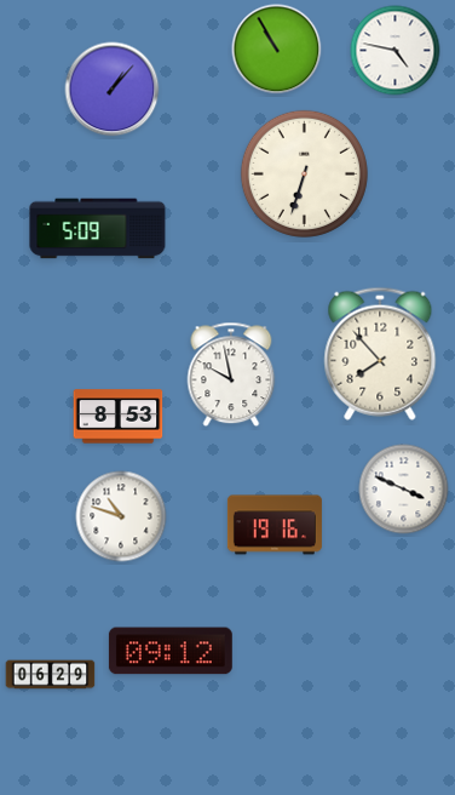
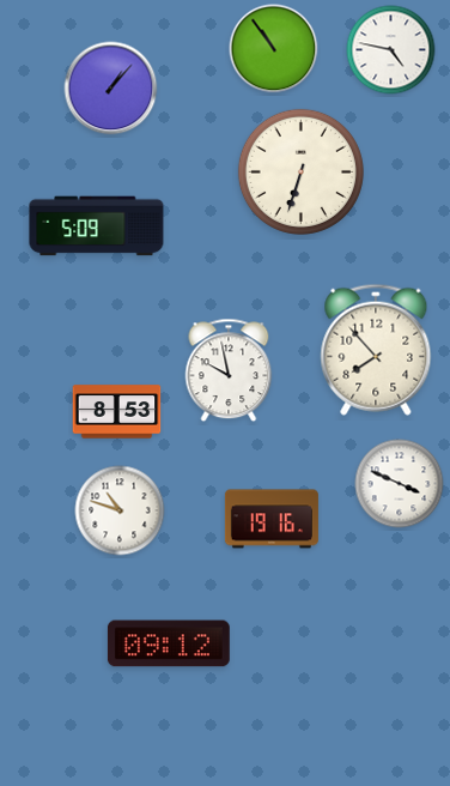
clock at (277, 50): 10:55 -> 10:54
clock at (51, 675): 06:29 -> none
